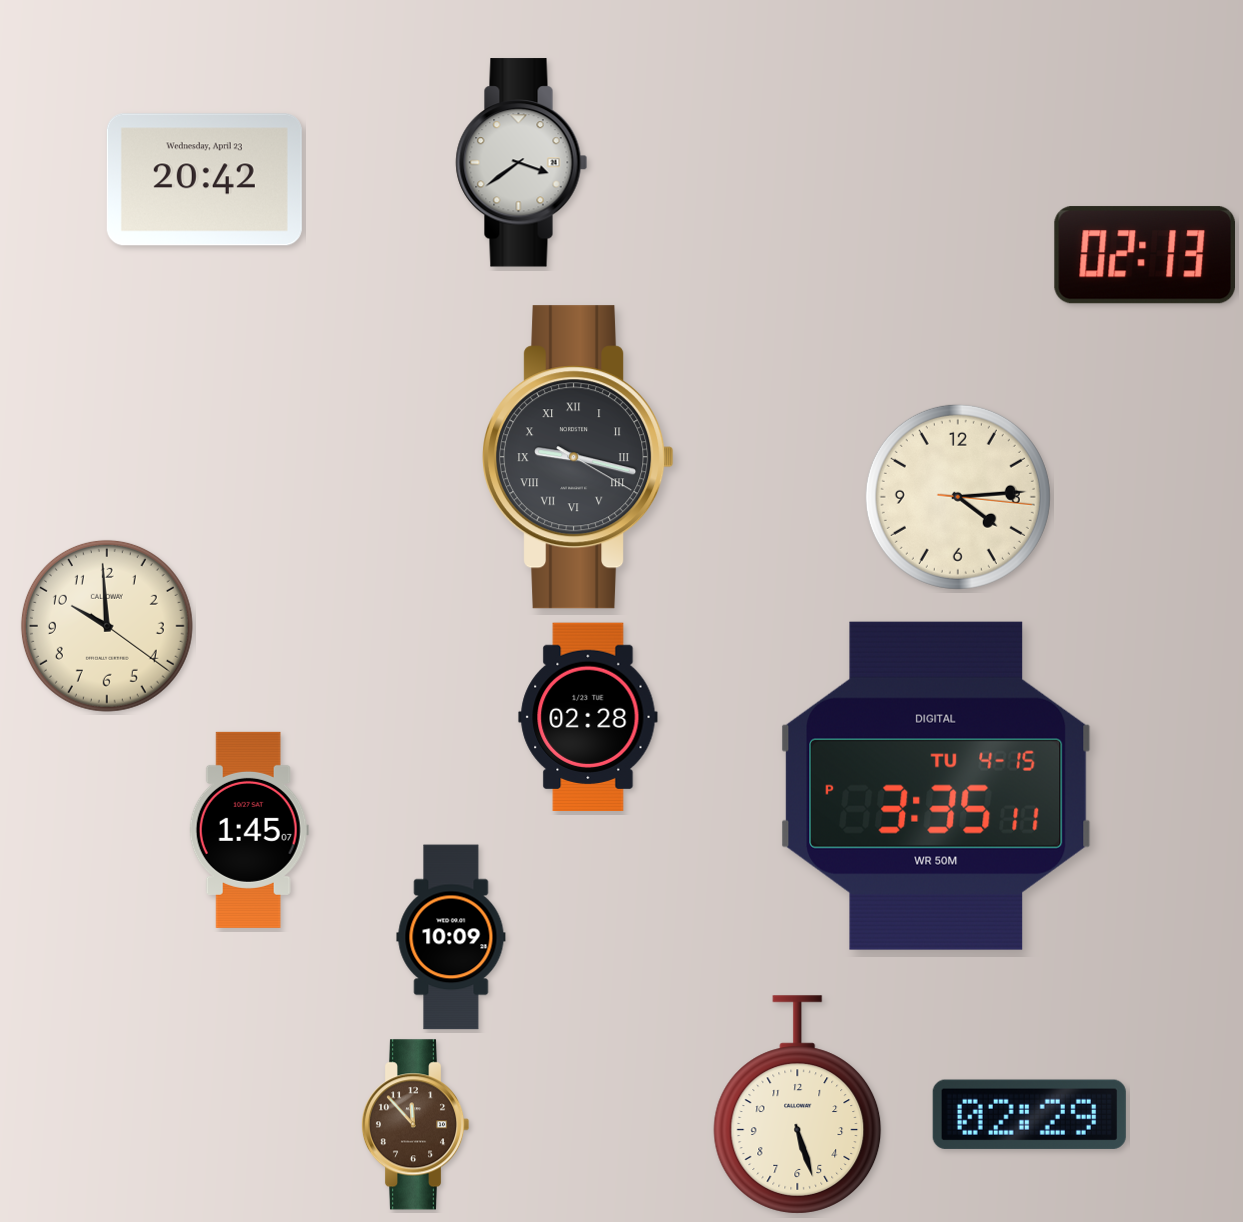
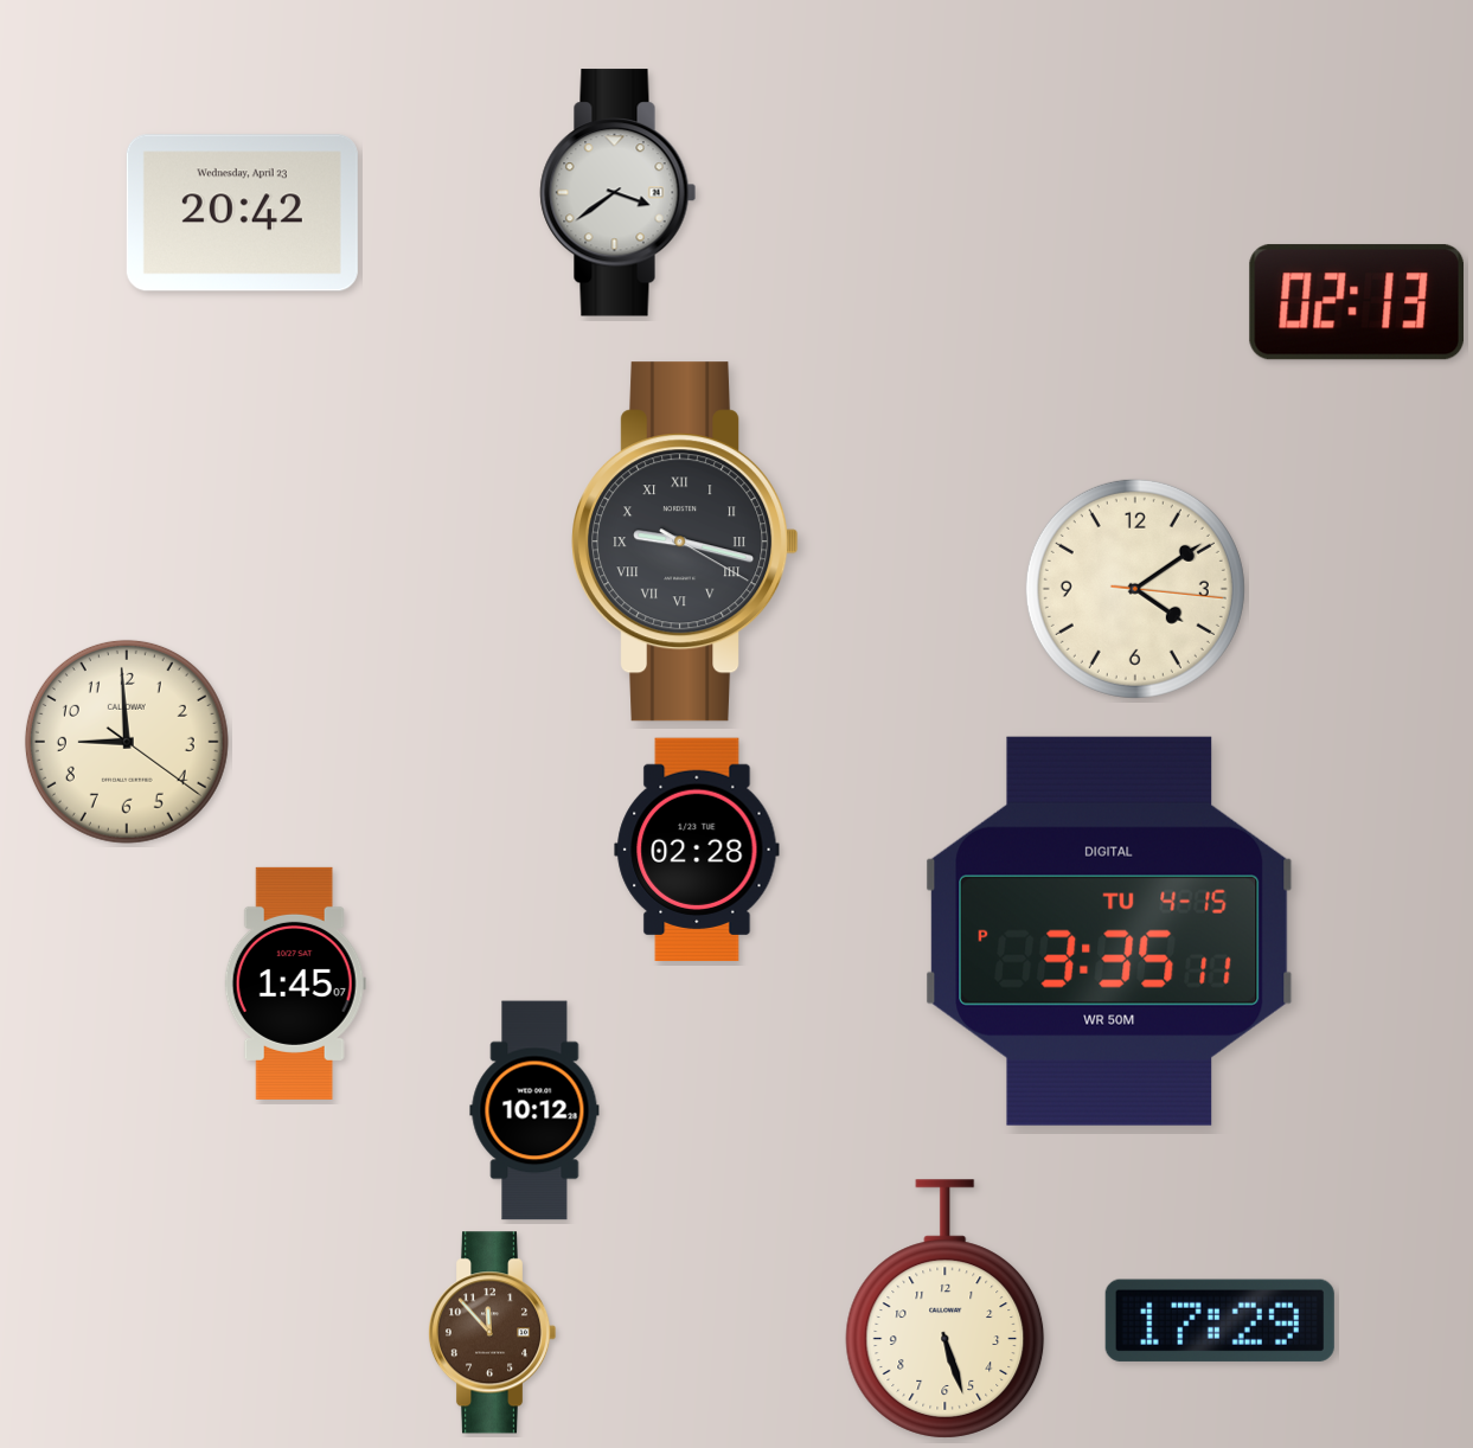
clock at (958, 497): 4:14 -> 4:09
clock at (107, 626): 9:59 -> 8:59
clock at (451, 937): 10:09 -> 10:12
clock at (1029, 1114): 02:29 -> 17:29
